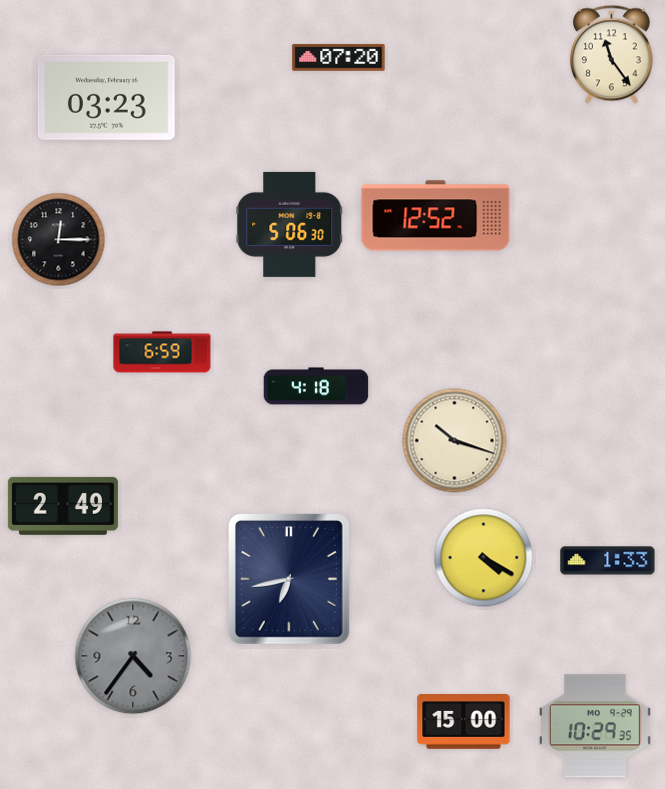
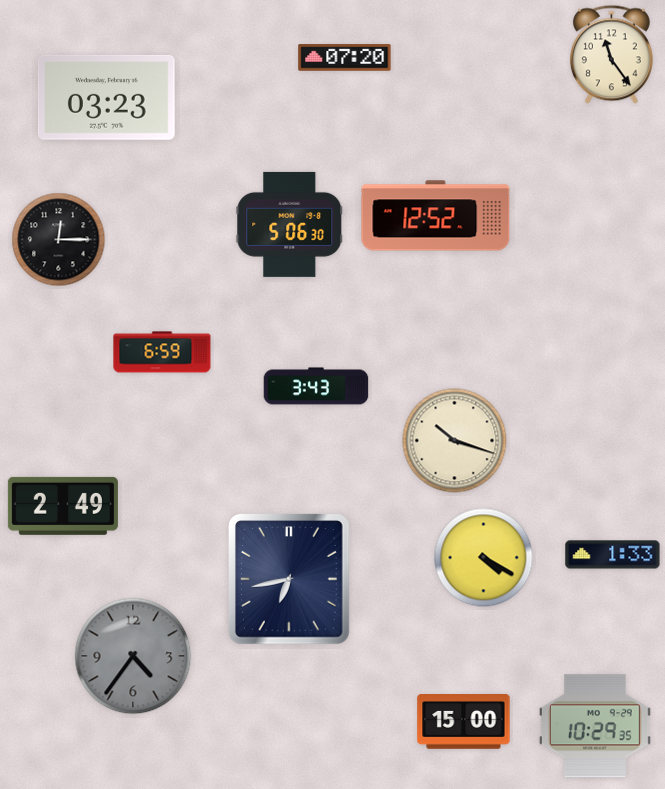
clock at (339, 58) position: (339, 58) -> (345, 58)
clock at (316, 386): 4:18 -> 3:43
clock at (608, 561) position: (608, 561) -> (613, 555)
